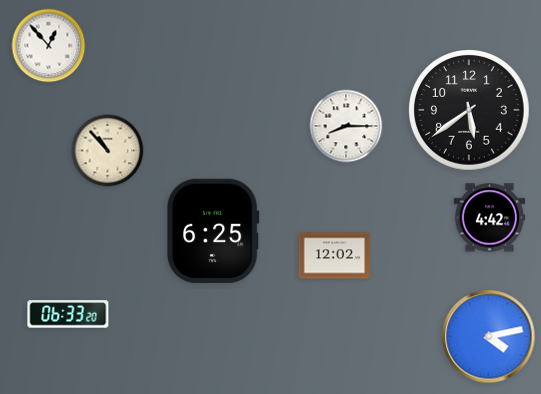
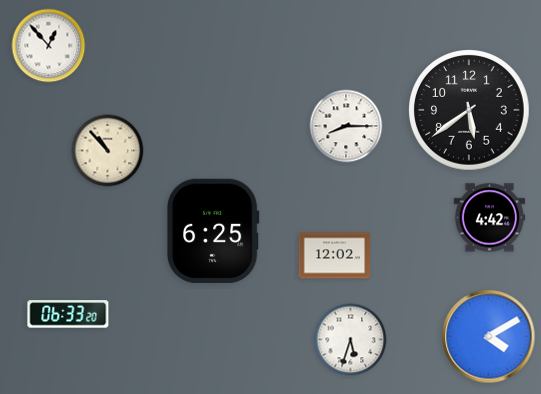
clock at (489, 337): 4:13 -> 4:10
clock at (351, 340): none -> 5:33
